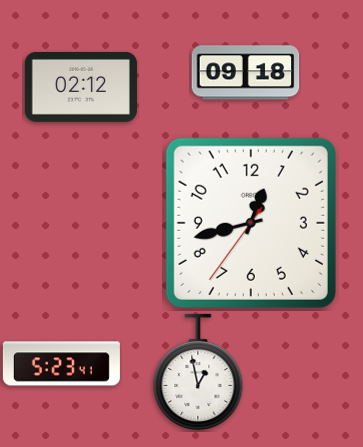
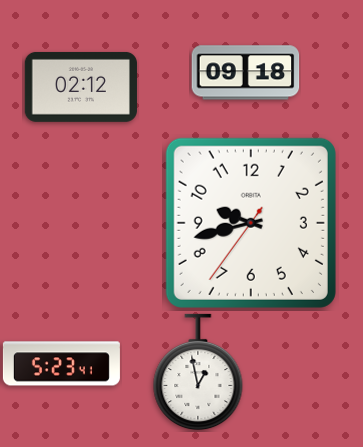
clock at (251, 223): 12:42 -> 9:42
